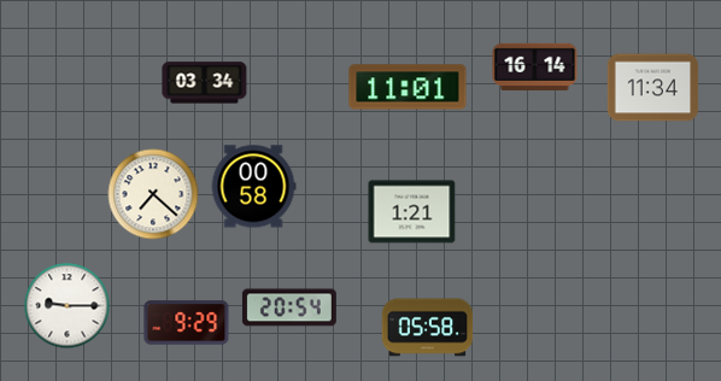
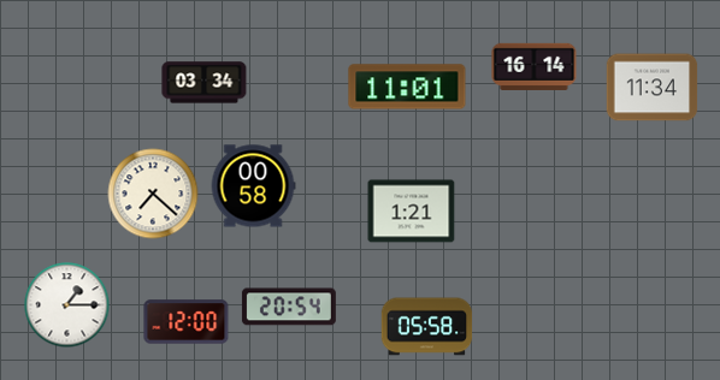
clock at (68, 306): 9:15 -> 1:15
clock at (187, 323): 9:29 -> 12:00
